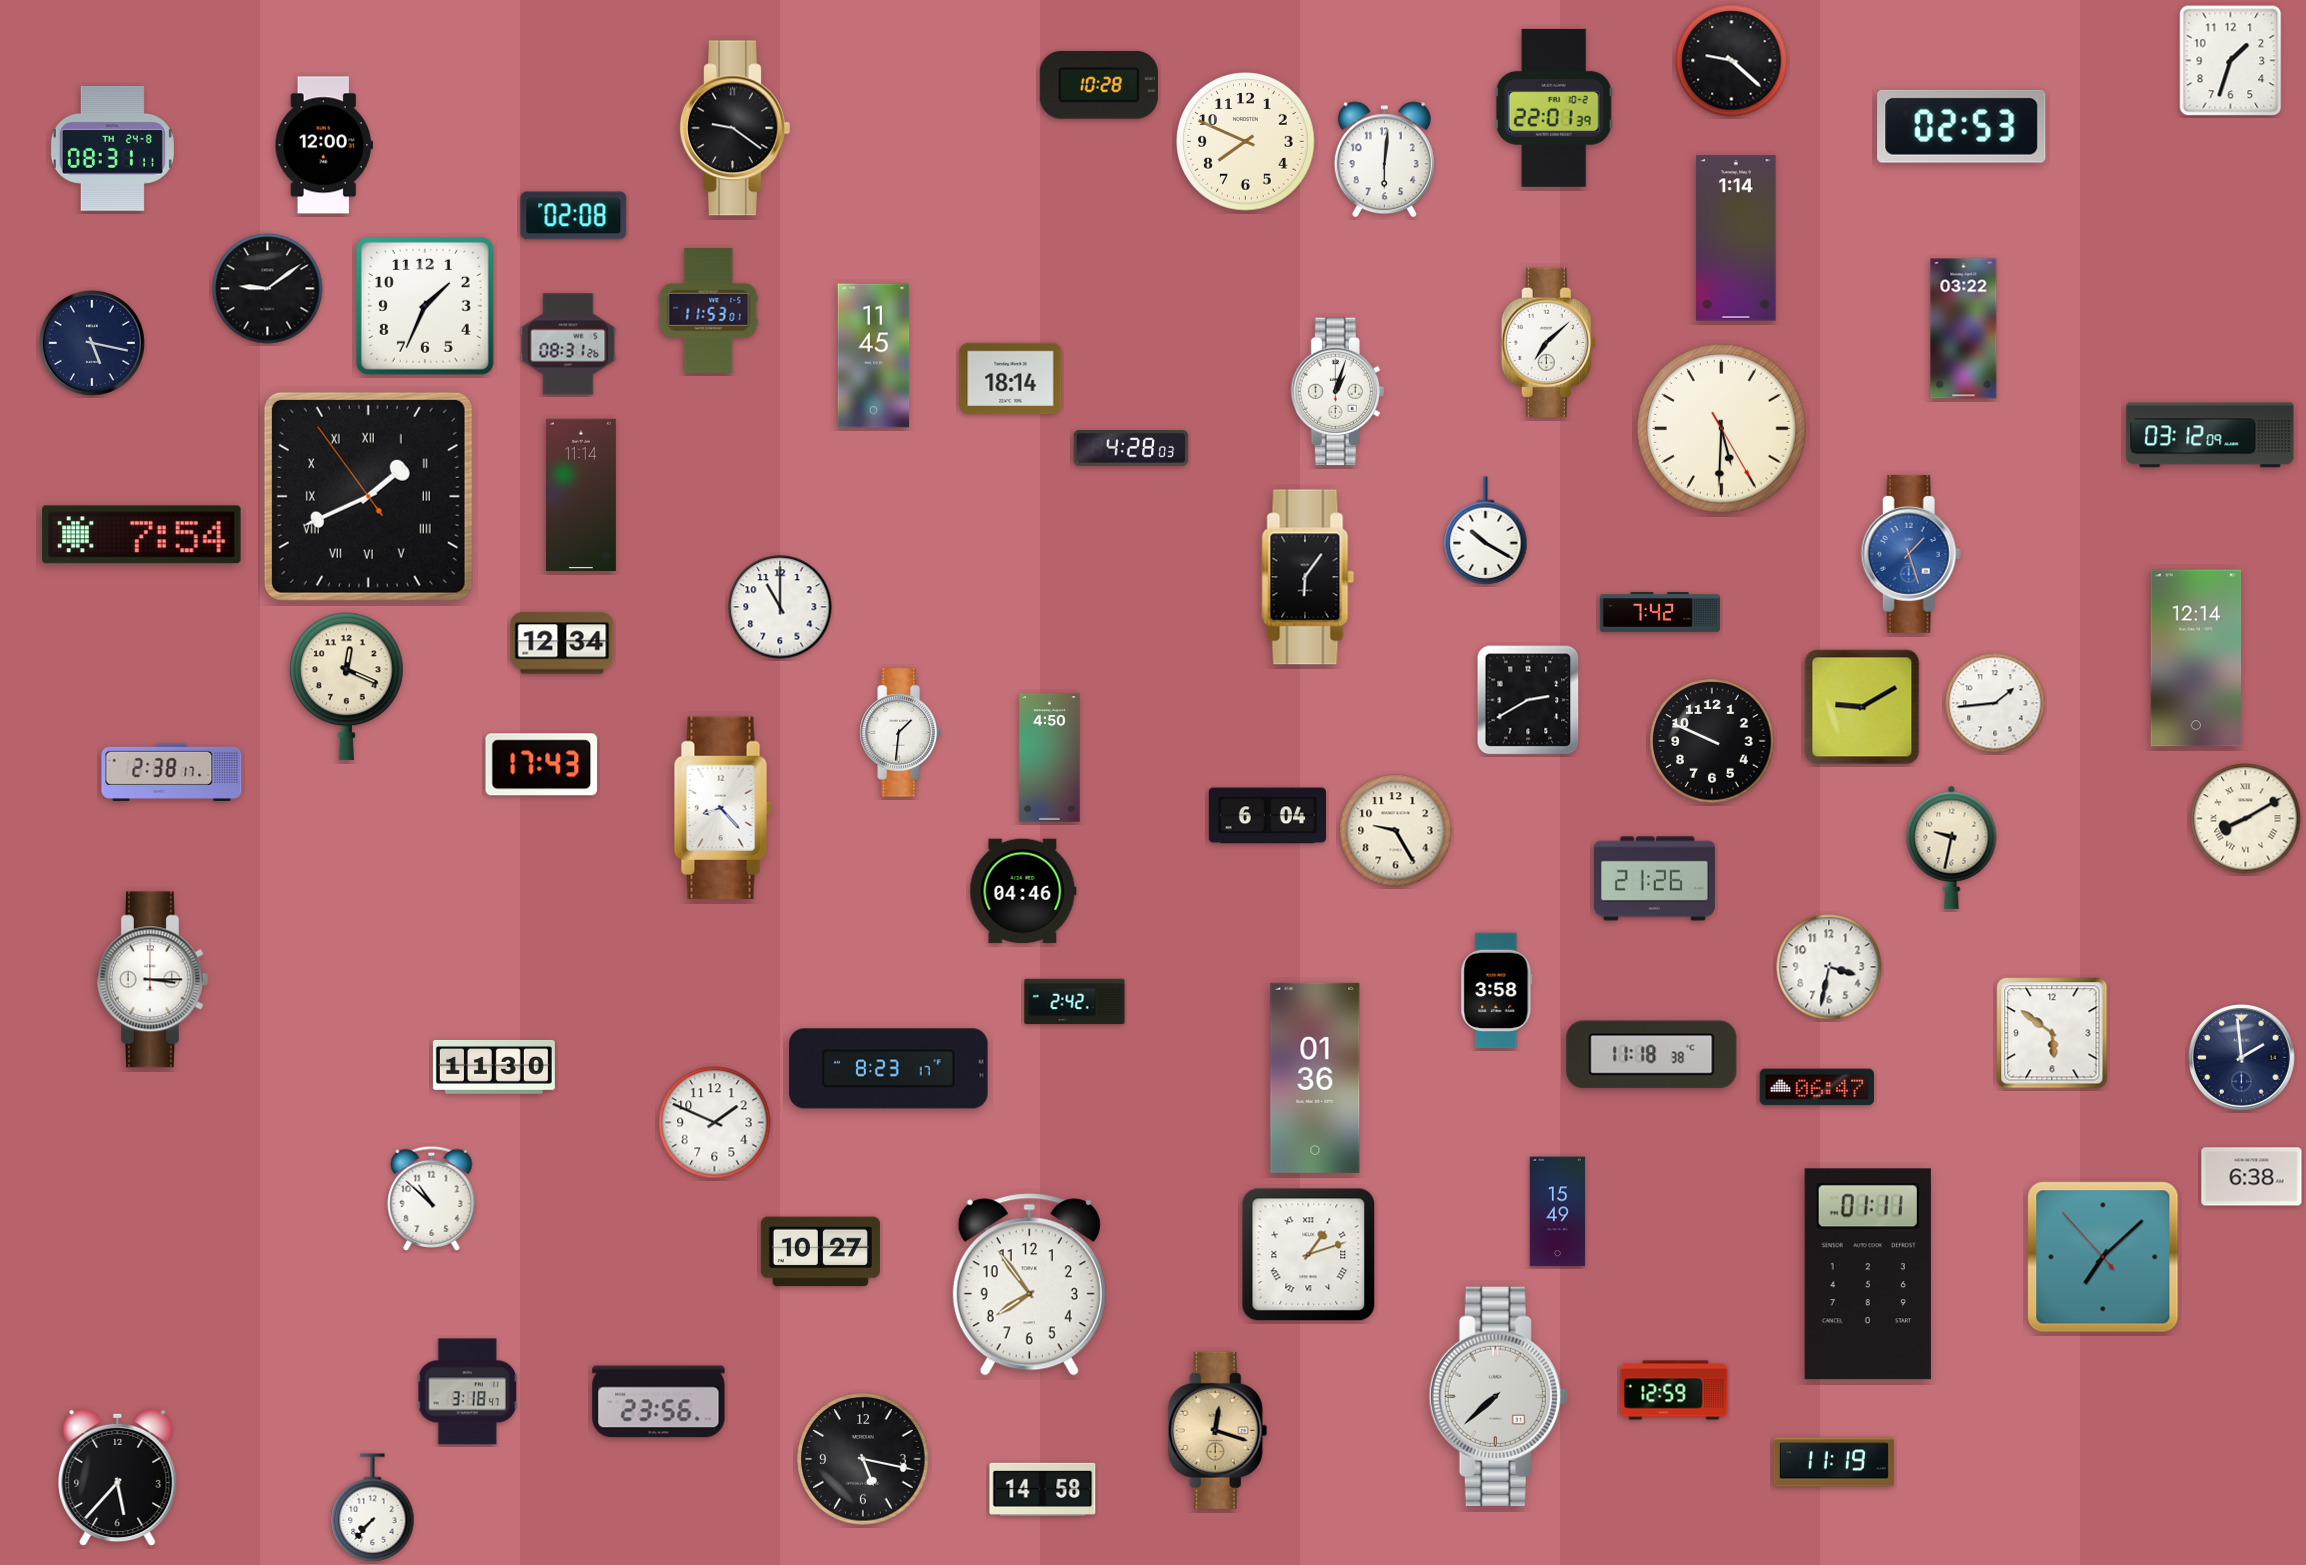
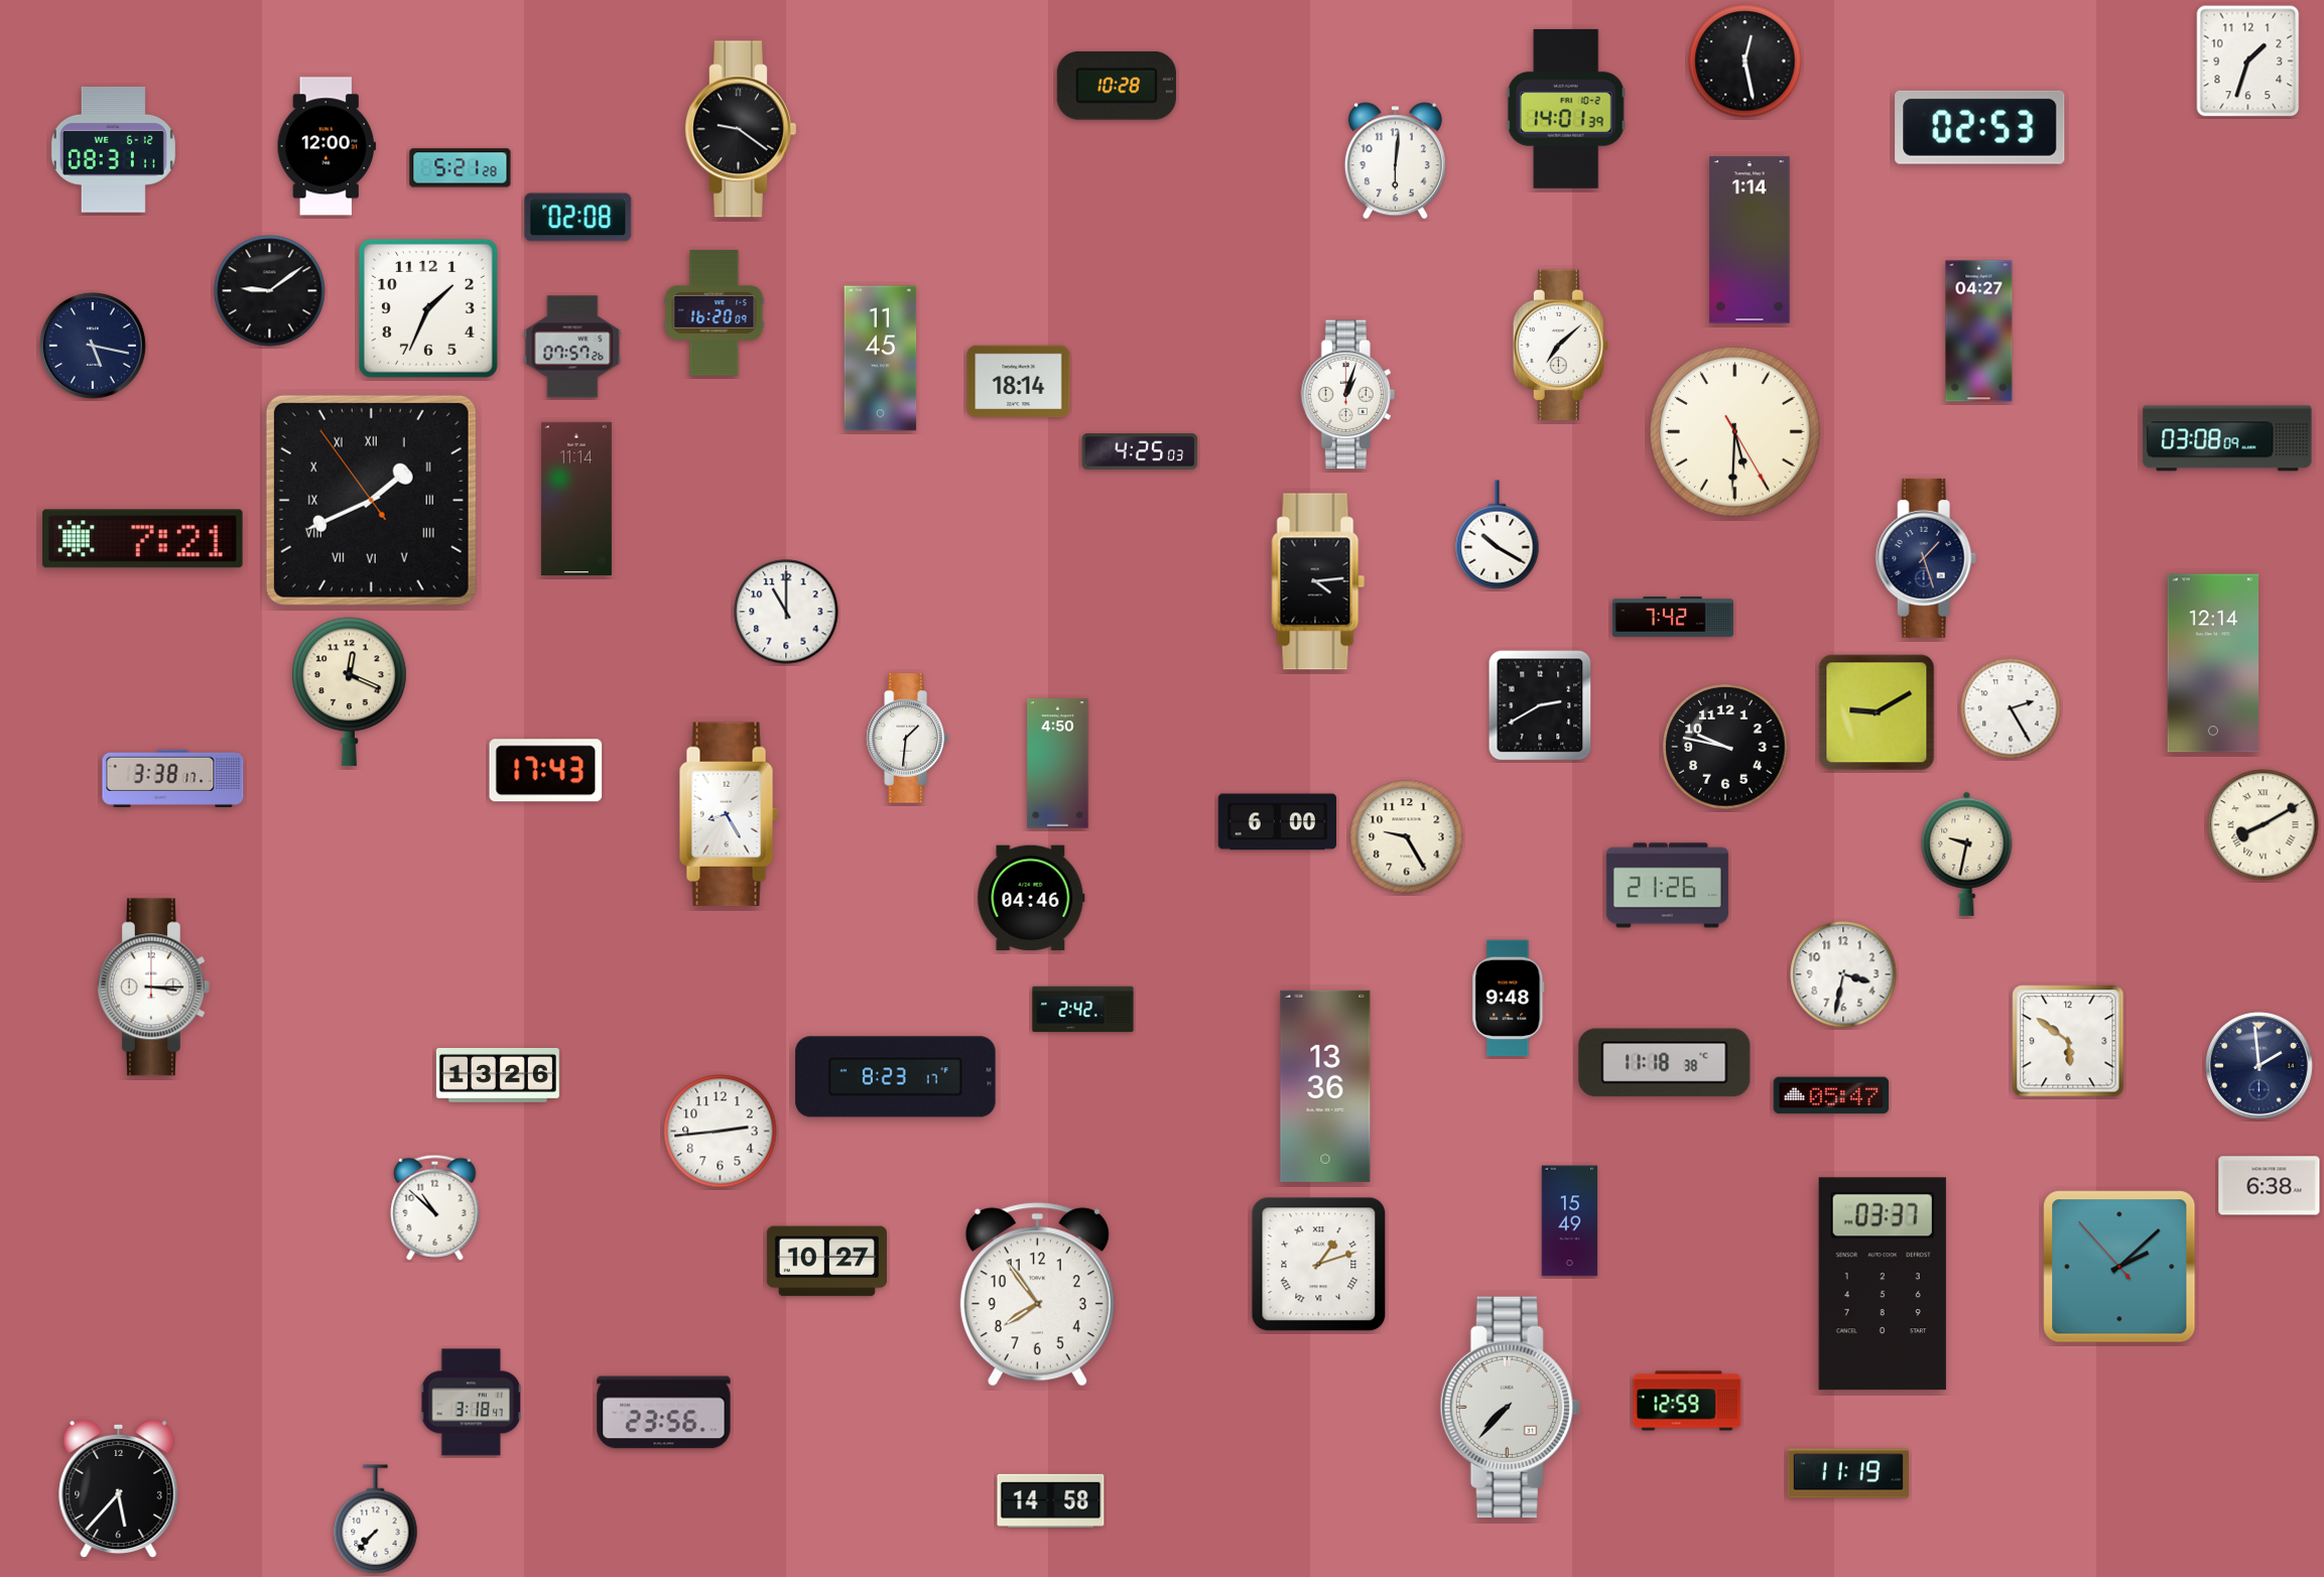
clock at (1732, 61): 9:22 -> 12:28
clock at (1099, 85) position: (1099, 85) -> (1117, 86)
clock at (1554, 108): 22:01 -> 14:01
clock at (1962, 126) position: (1962, 126) -> (1980, 127)
clock at (1246, 142): 7:49 -> none
clock at (112, 148) date: TH 24-8 -> WE 6-12
clock at (461, 168): none -> 5:21
clock at (709, 311): 11:53 -> 16:20
clock at (1964, 329): 03:22 -> 04:27
clock at (568, 344): 08:31 -> 07:57
clock at (2210, 435): 03:12 -> 03:08
clock at (1131, 448): 4:28 -> 4:25
clock at (581, 495) position: (581, 495) -> (576, 499)
clock at (142, 535): 7:54 -> 7:21
clock at (1911, 554) dial: blue -> navy
clock at (1308, 577): 6:06 -> 4:14
clock at (562, 643): 12:34 -> none
clock at (1995, 703): 1:44 -> 2:25
clock at (1712, 741): 9:49 -> 9:47
clock at (172, 772): 2:38 -> 3:38
clock at (723, 808): 8:23 -> 8:25
clock at (1267, 816): 6:04 -> 6:00
clock at (1497, 991): 3:58 -> 9:48
clock at (494, 1067): 11:30 -> 13:26
clock at (1315, 1078): 01:36 -> 13:36
clock at (1817, 1087): 06:47 -> 05:47
clock at (715, 1123): 1:49 -> 2:44
clock at (2103, 1257): 7:07 -> 2:07
clock at (1868, 1274): 01:11 -> 03:37
clock at (1498, 1396): 7:38 -> 7:37
clock at (1218, 1430): 12:18 -> none
clock at (863, 1459): 5:17 -> none
